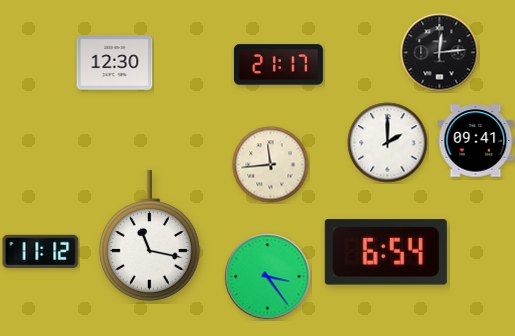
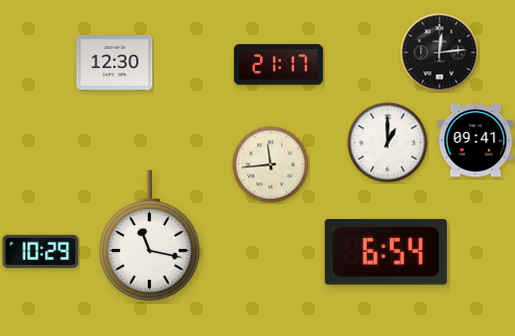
clock at (388, 143): 2:00 -> 1:00
clock at (41, 251): 11:12 -> 10:29
clock at (268, 277): 3:24 -> none
